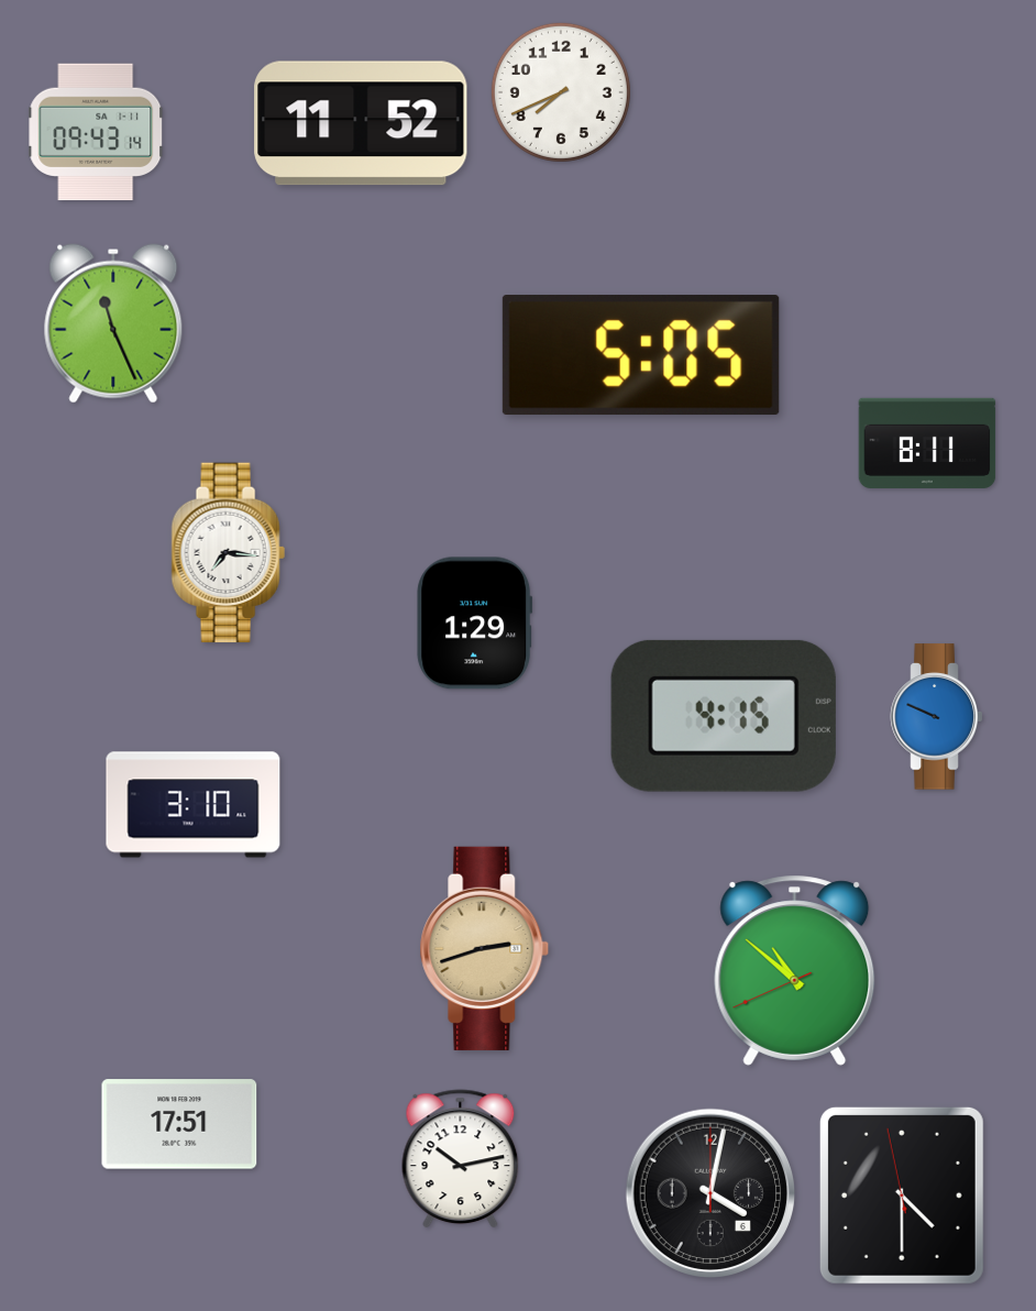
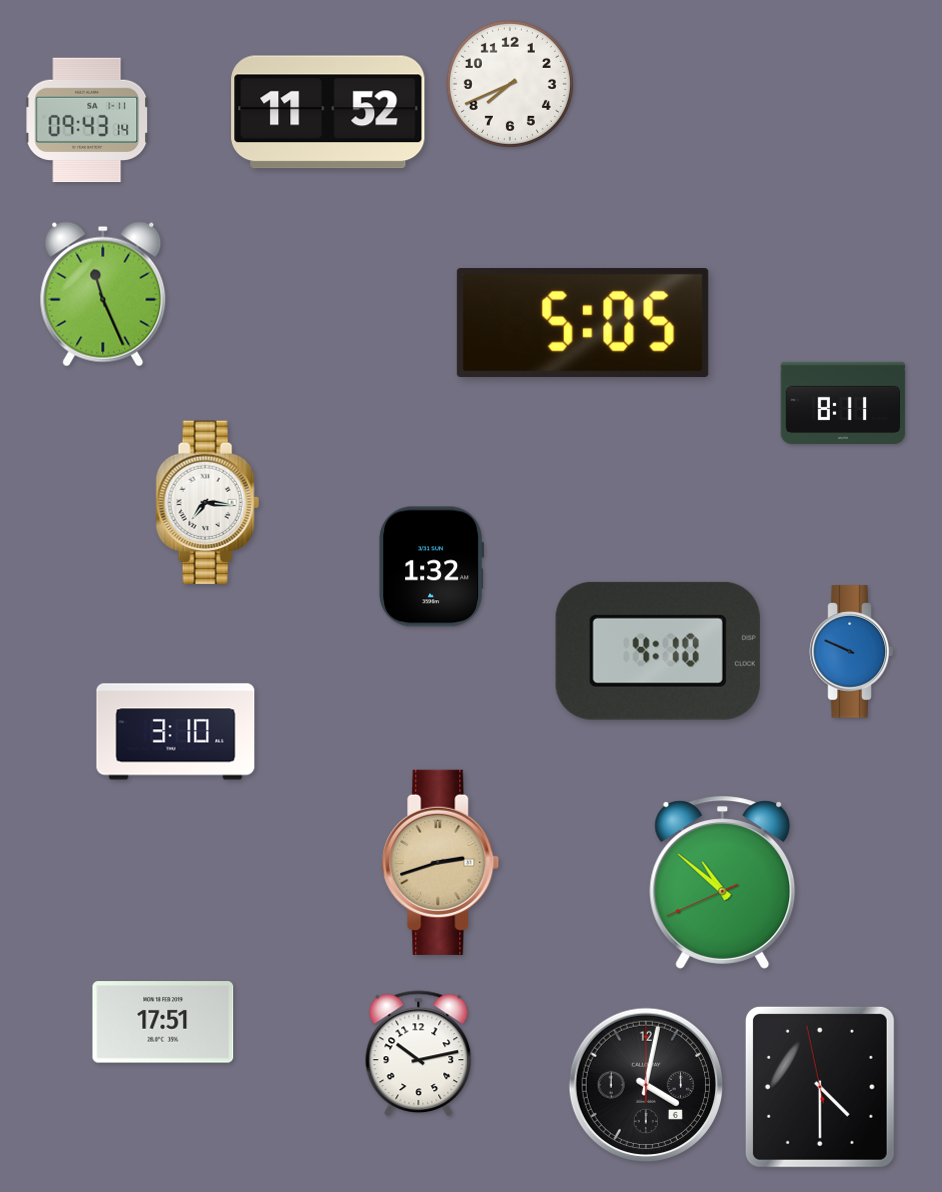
clock at (475, 624): 1:29 -> 1:32
clock at (724, 716): 4:15 -> 4:10
